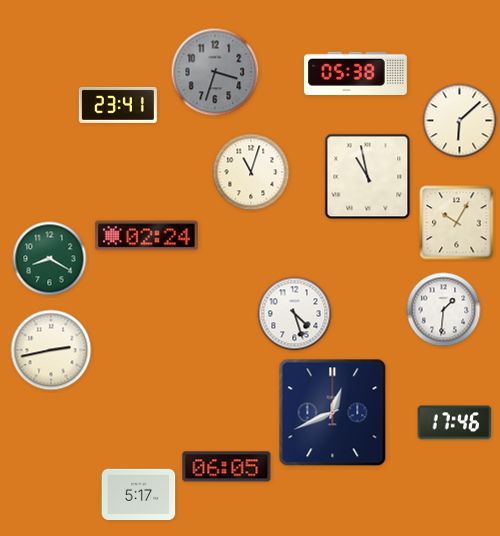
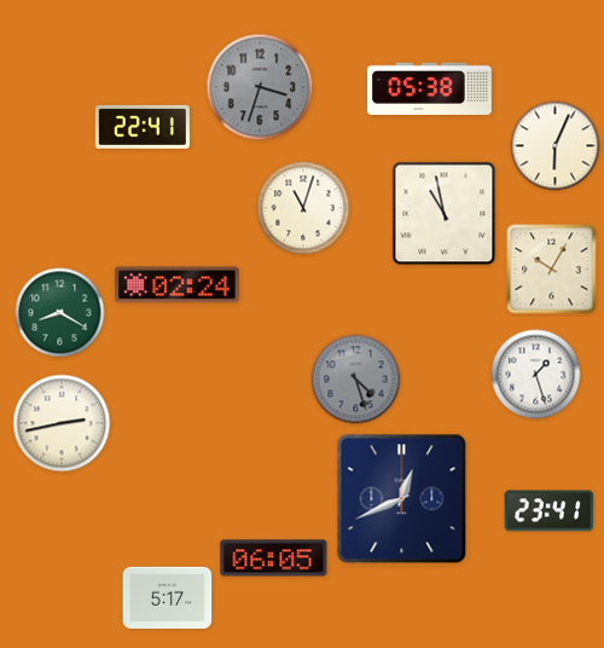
clock at (118, 105): 23:41 -> 22:41
clock at (460, 121): 6:08 -> 6:04
clock at (444, 310): 1:31 -> 1:27
clock at (295, 314) dial: white -> grey
clock at (455, 423): 17:46 -> 23:41
clock at (227, 467) position: (227, 467) -> (274, 559)
